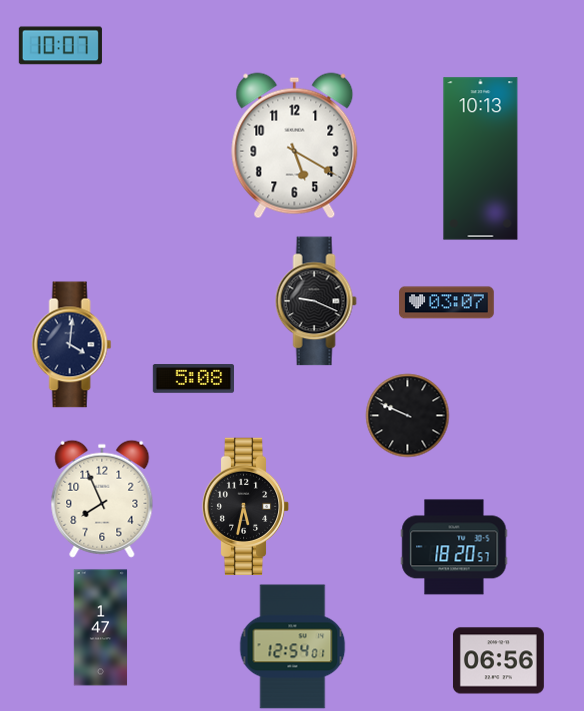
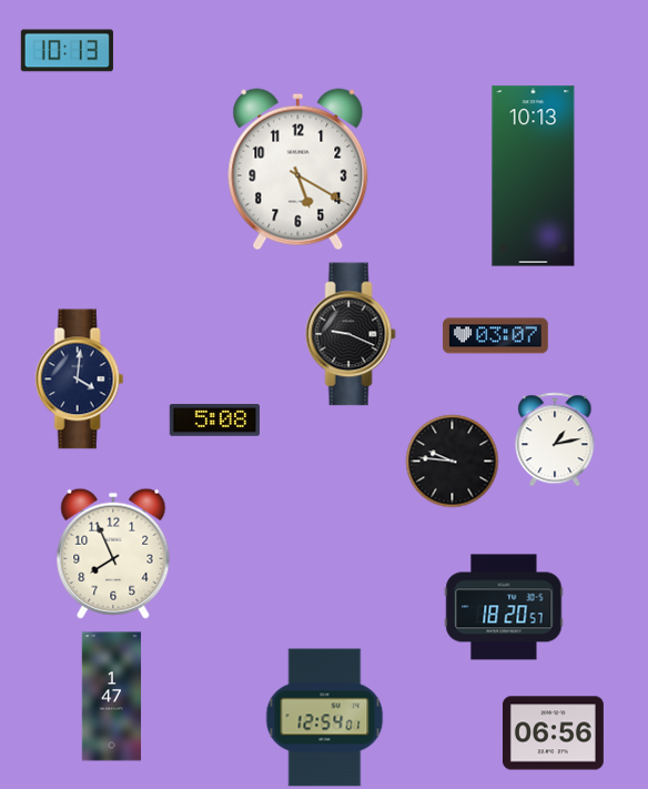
clock at (60, 46): 10:07 -> 10:13
clock at (295, 146) position: (295, 146) -> (298, 170)
clock at (72, 345) position: (72, 345) -> (80, 380)
clock at (555, 439): none -> 1:13
clock at (407, 415): 9:49 -> 9:46
clock at (246, 506): 5:32 -> none
